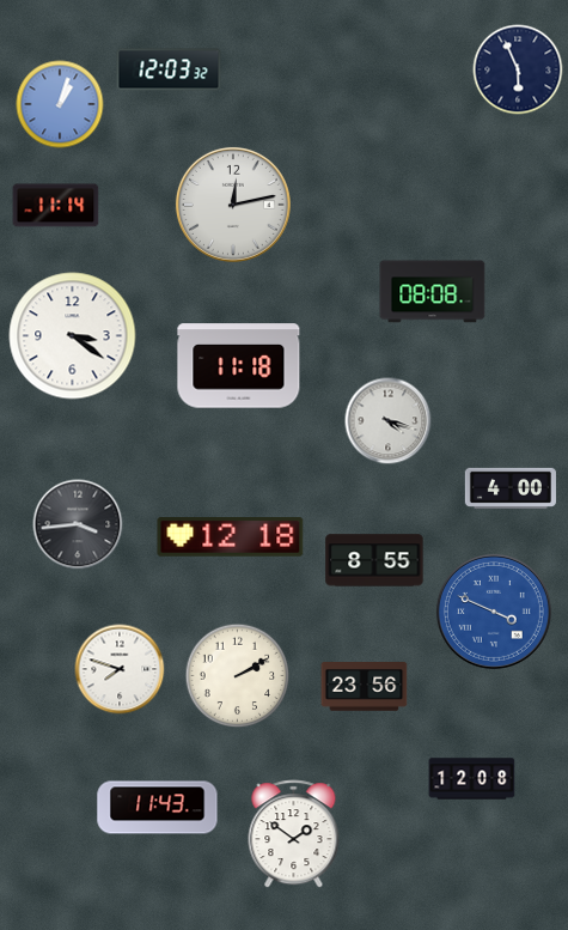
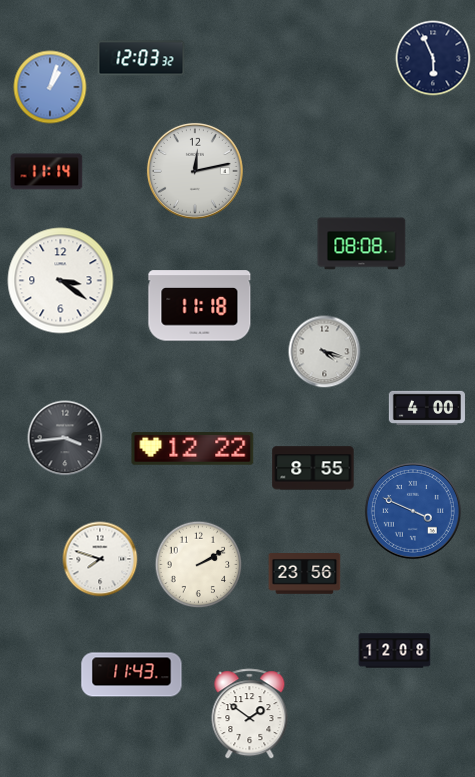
clock at (231, 537): 12:18 -> 12:22
clock at (294, 834) position: (294, 834) -> (250, 714)
